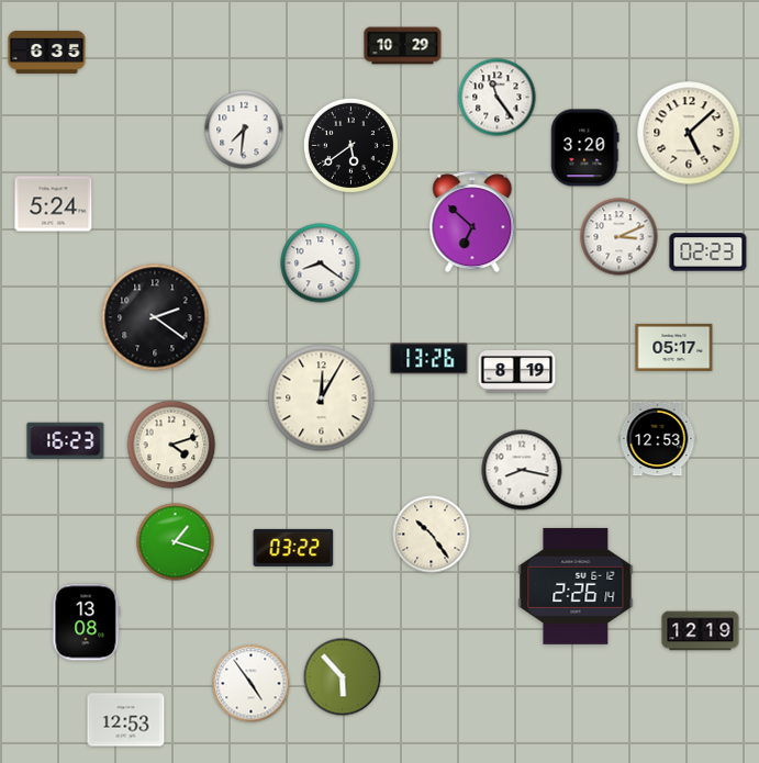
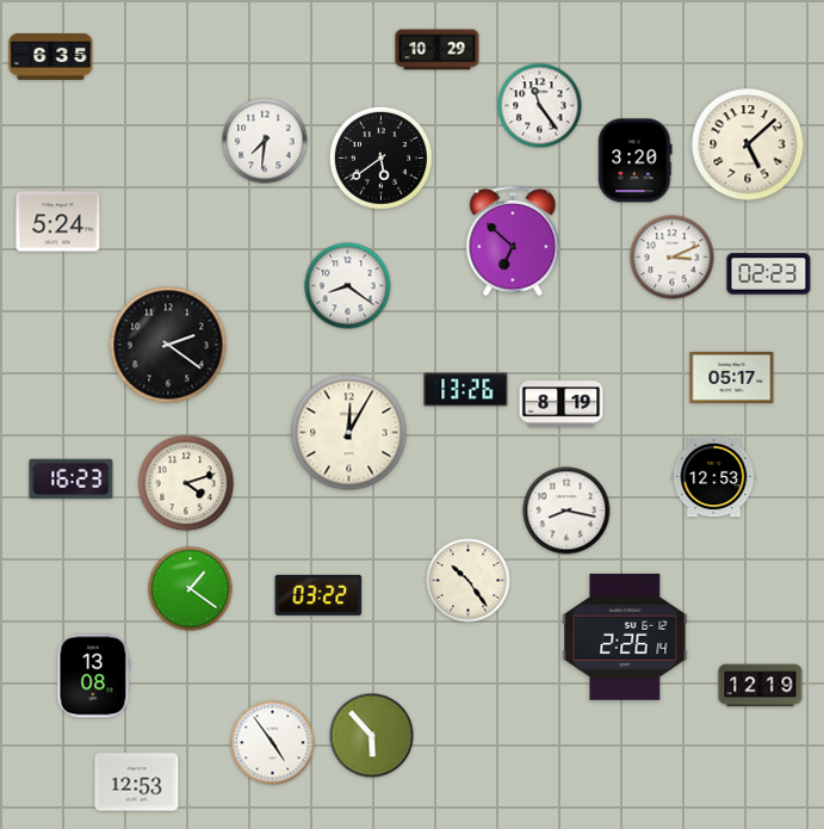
clock at (176, 542): 1:18 -> 1:21
